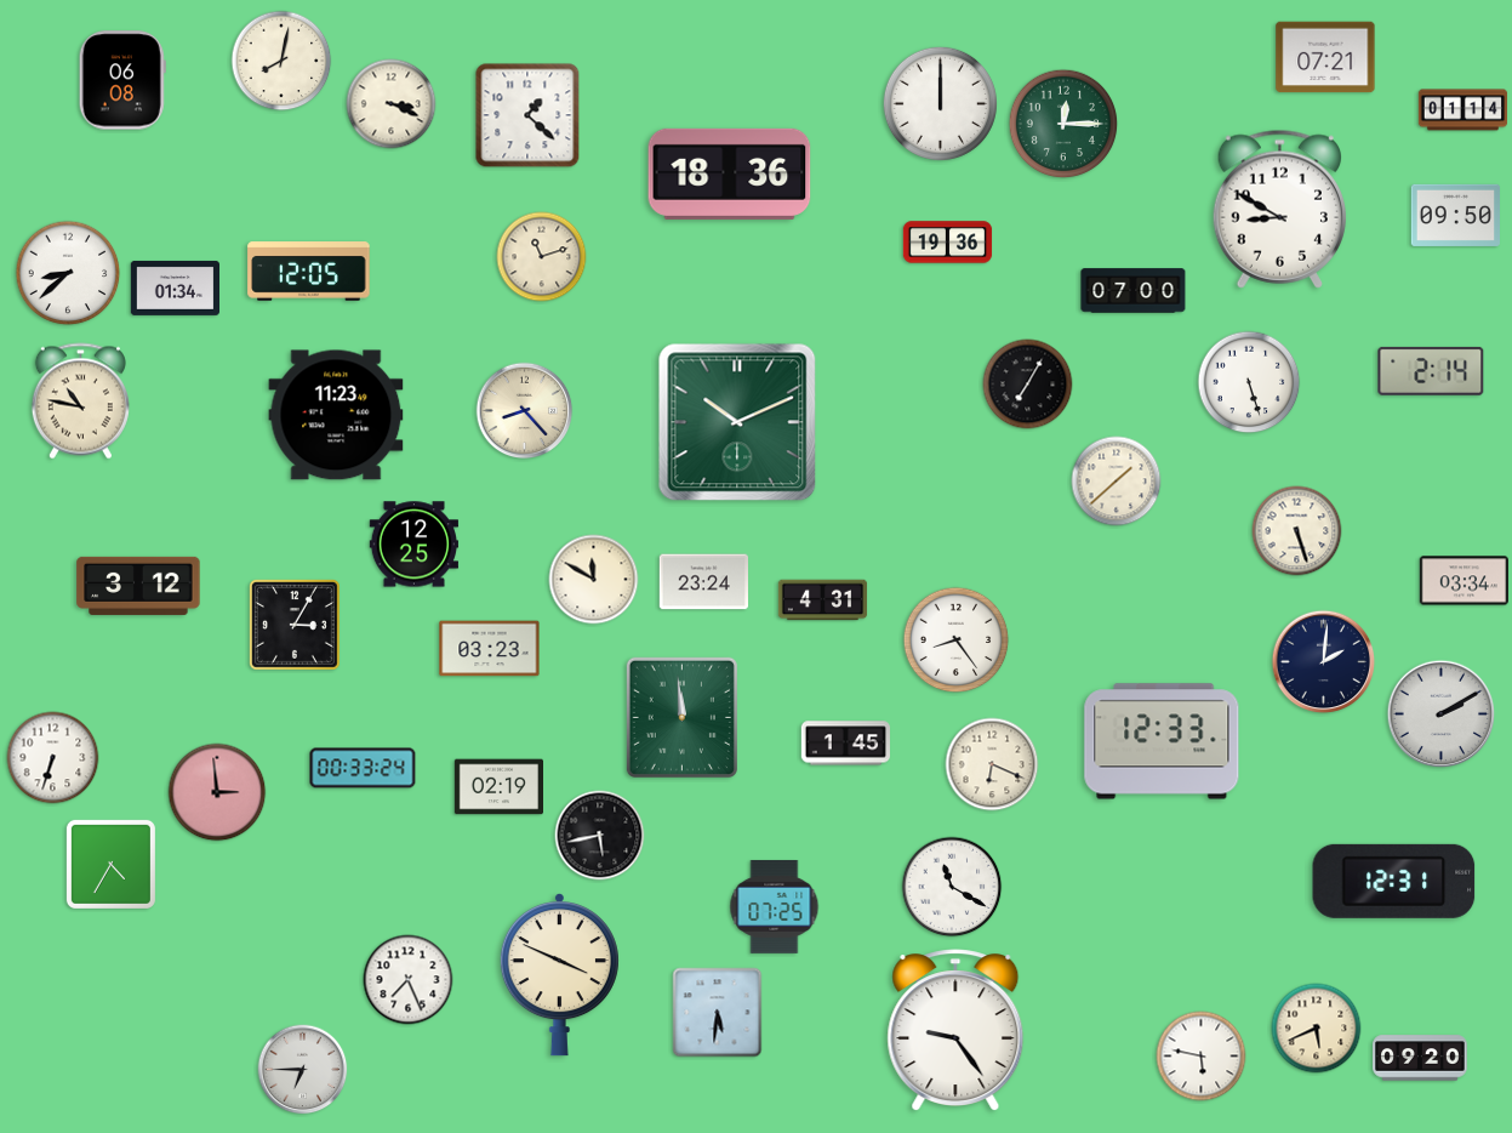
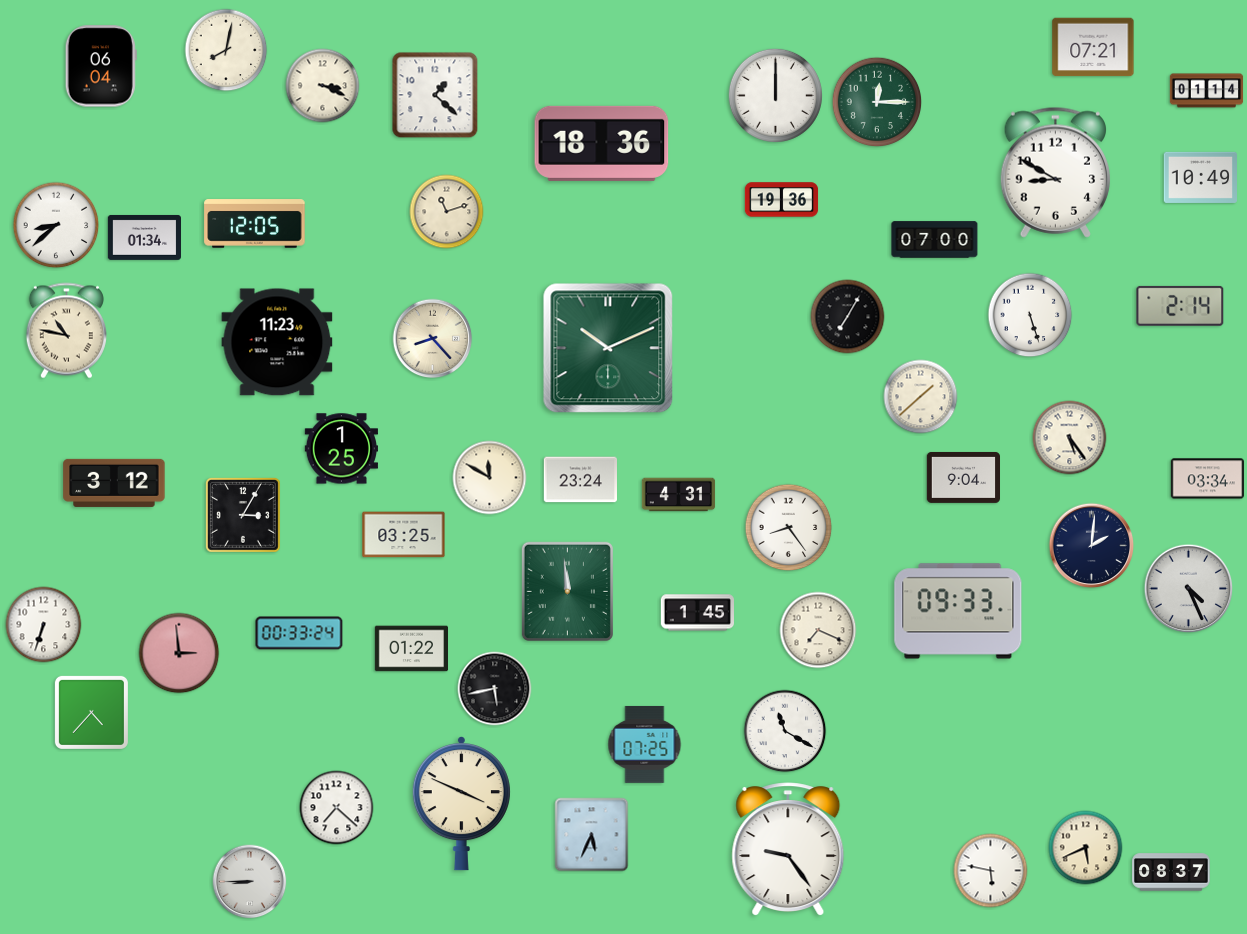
clock at (281, 61) position: (281, 61) -> (226, 50)
clock at (122, 80): 06:08 -> 06:04
clock at (940, 103) position: (940, 103) -> (775, 95)
clock at (1455, 215): 09:50 -> 10:49
clock at (1297, 531): 5:27 -> 5:24
clock at (413, 545): 12:25 -> 1:25
clock at (963, 477): none -> 9:04
clock at (490, 649): 03:23 -> 03:25
clock at (1442, 714): 2:10 -> 4:26
clock at (681, 717) position: (681, 717) -> (567, 591)
clock at (1162, 741): 12:33 -> 09:33
clock at (992, 764): 6:19 -> 7:19
clock at (500, 787): 02:19 -> 01:22
clock at (110, 864): 4:35 -> 4:37
clock at (1394, 881): 12:31 -> none
clock at (775, 906) position: (775, 906) -> (645, 744)
clock at (409, 980): 7:26 -> 7:22
clock at (718, 1013): 5:31 -> 5:34
clock at (1420, 1058): 09:20 -> 08:37
clock at (303, 1070): 6:45 -> 8:45
